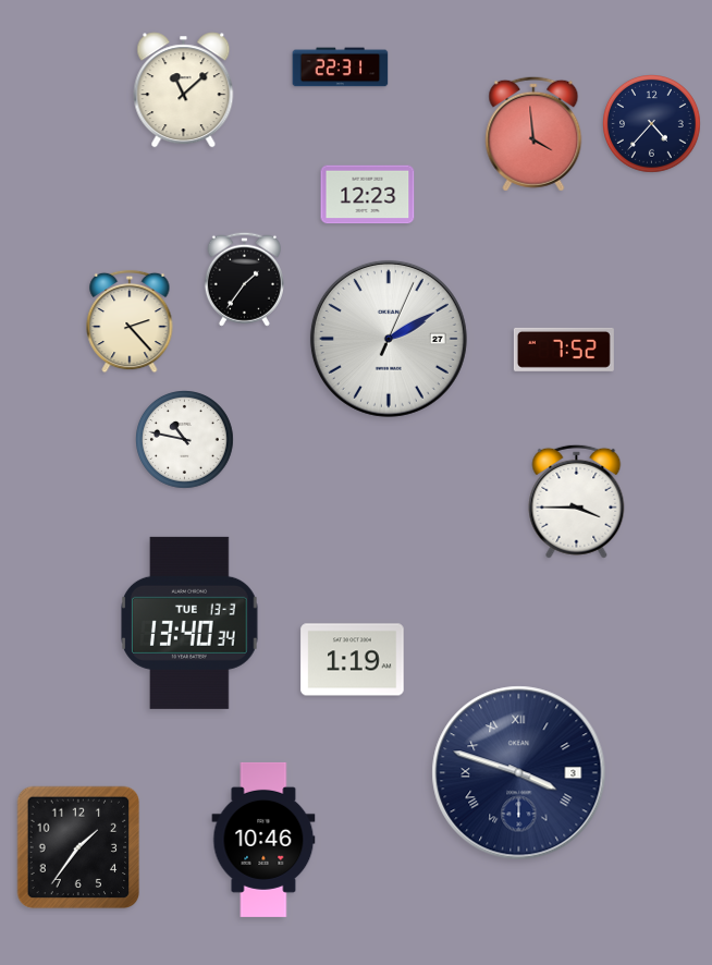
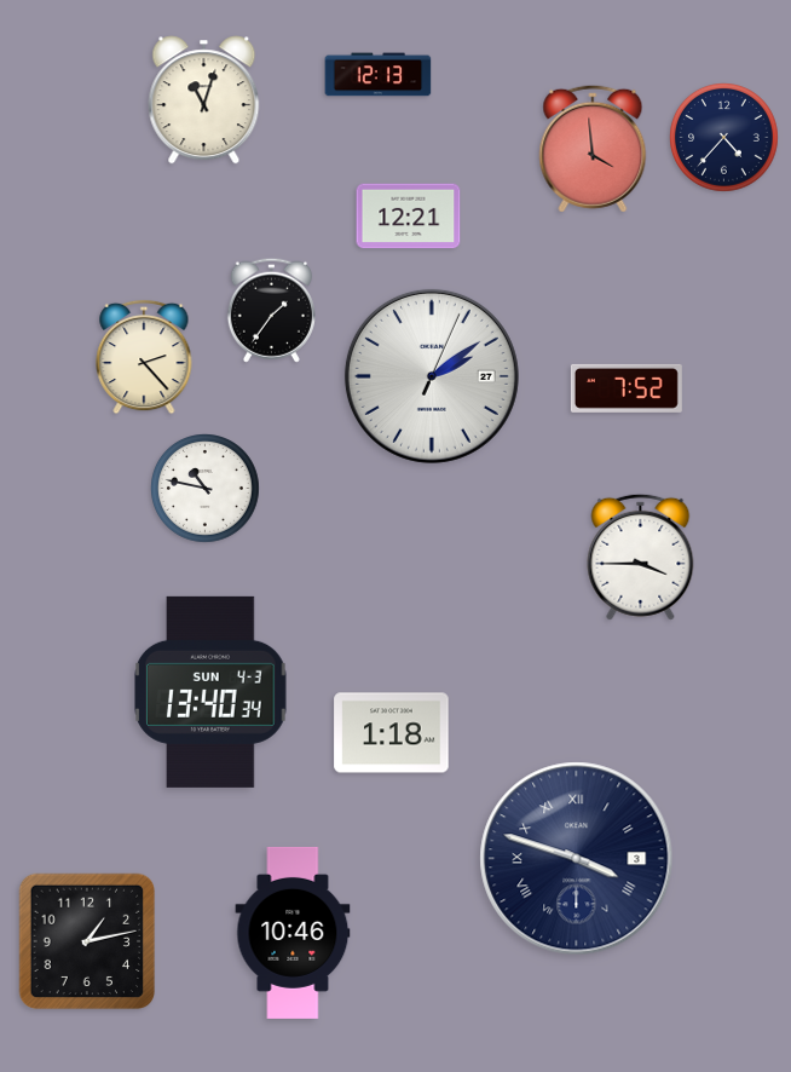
clock at (341, 68): 22:31 -> 12:13
clock at (184, 90): 11:08 -> 11:03
clock at (368, 195): 12:23 -> 12:21
clock at (389, 339): 2:10 -> 2:09
clock at (191, 623) date: TUE 13-3 -> SUN 4-3
clock at (353, 660): 1:19 -> 1:18
clock at (78, 847): 1:36 -> 1:13
